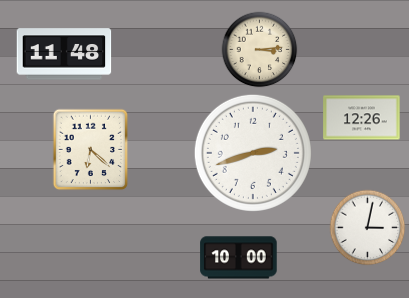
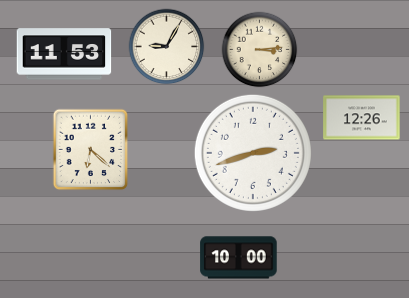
clock at (167, 47): none -> 9:05
clock at (64, 54): 11:48 -> 11:53
clock at (368, 228): 3:02 -> none
